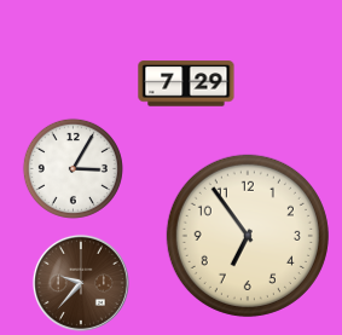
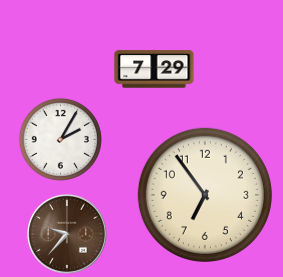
clock at (73, 168): 3:05 -> 2:05
